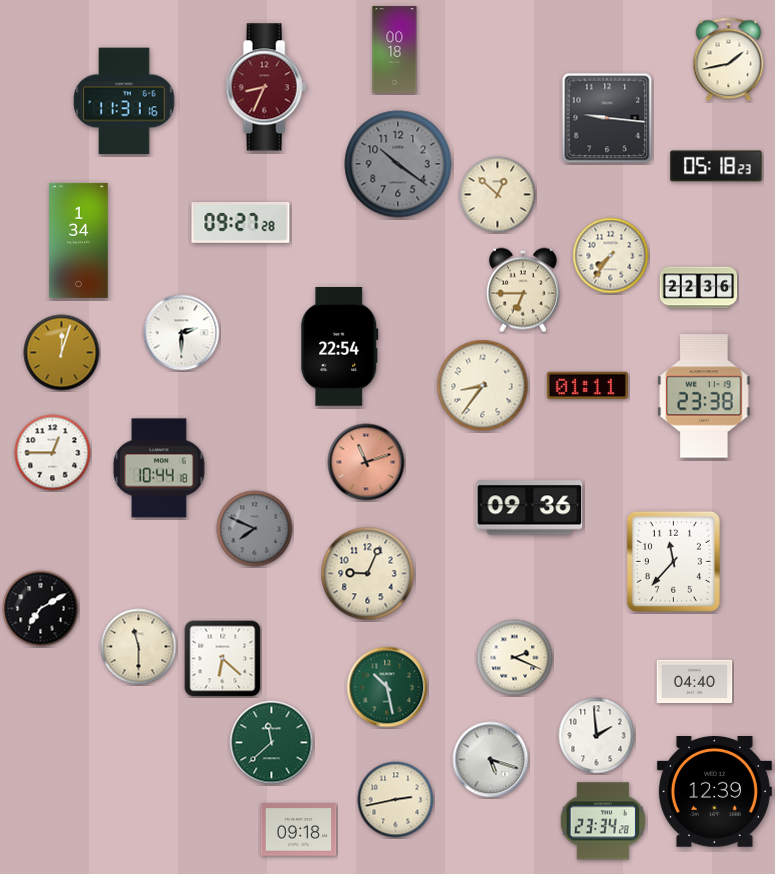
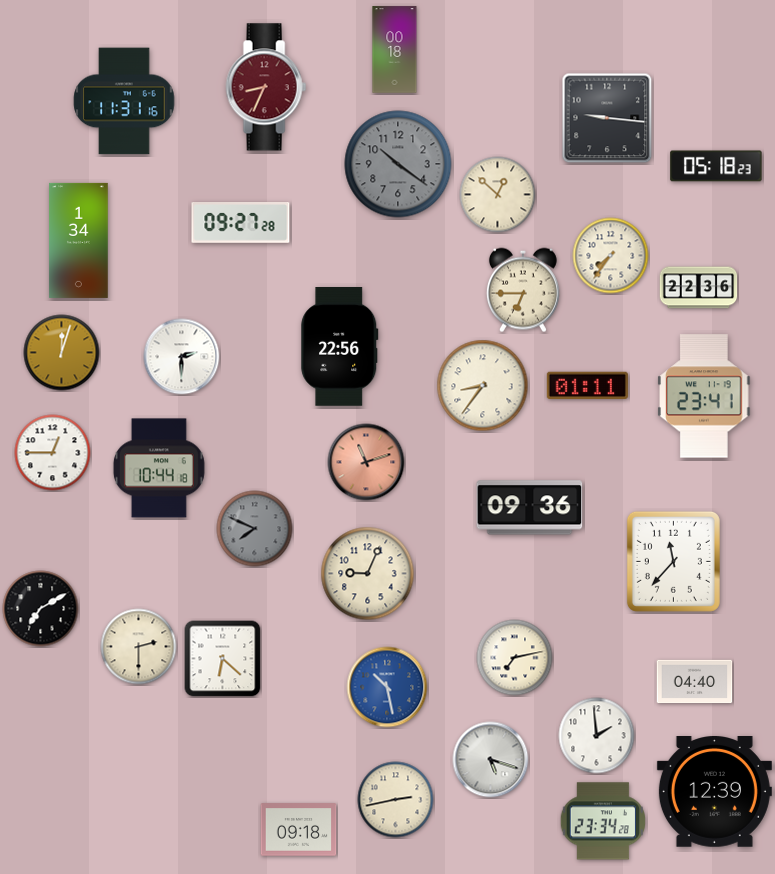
clock at (729, 60): 1:43 -> none
clock at (182, 333) position: (182, 333) -> (182, 357)
clock at (340, 347): 22:54 -> 22:56
clock at (704, 396): 23:38 -> 23:41
clock at (139, 647): 11:30 -> 2:30
clock at (515, 658): 2:19 -> 7:13
clock at (387, 687) dial: green -> blue
clock at (272, 743): 11:38 -> none
